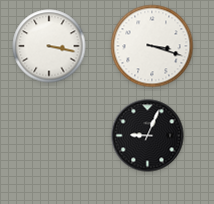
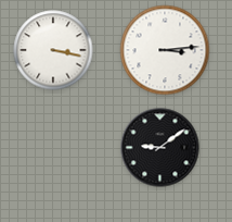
clock at (152, 46): 3:18 -> 3:14
clock at (148, 136): 9:04 -> 9:09
